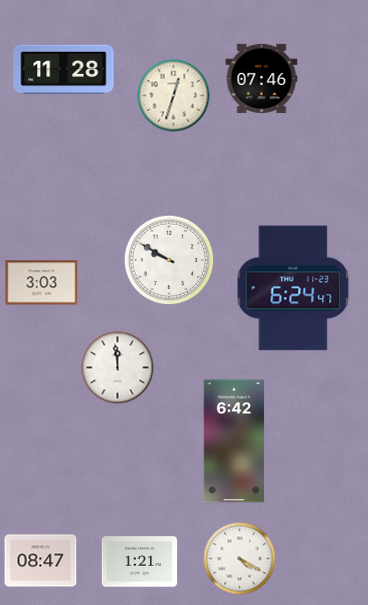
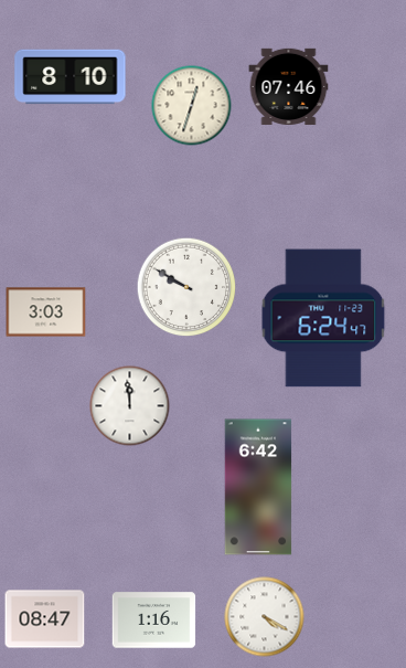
clock at (64, 70): 11:28 -> 8:10
clock at (140, 562): 1:21 -> 1:16
